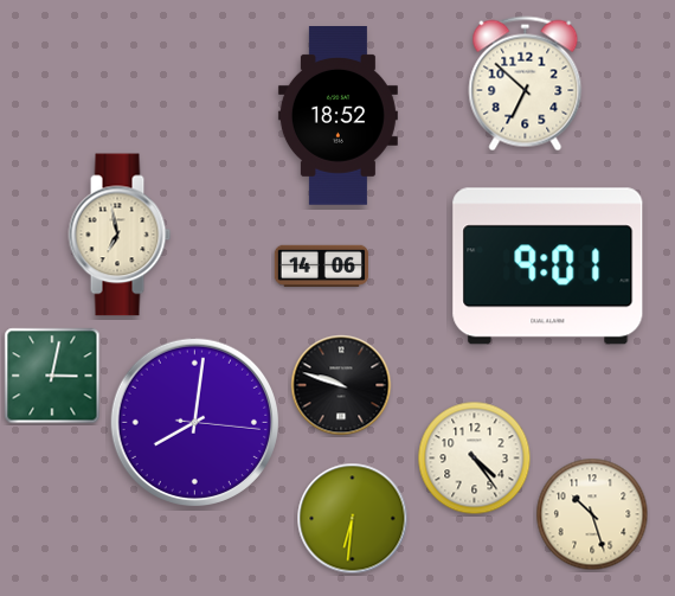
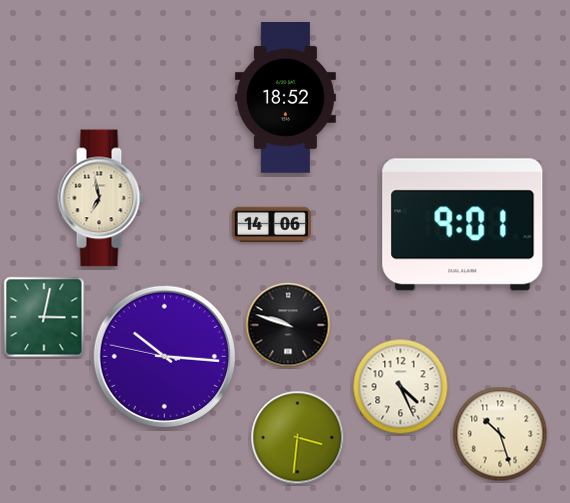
clock at (526, 84): 6:52 -> none
clock at (194, 422): 8:01 -> 10:15
clock at (475, 459): 4:24 -> 4:26
clock at (353, 519): 6:31 -> 3:31
